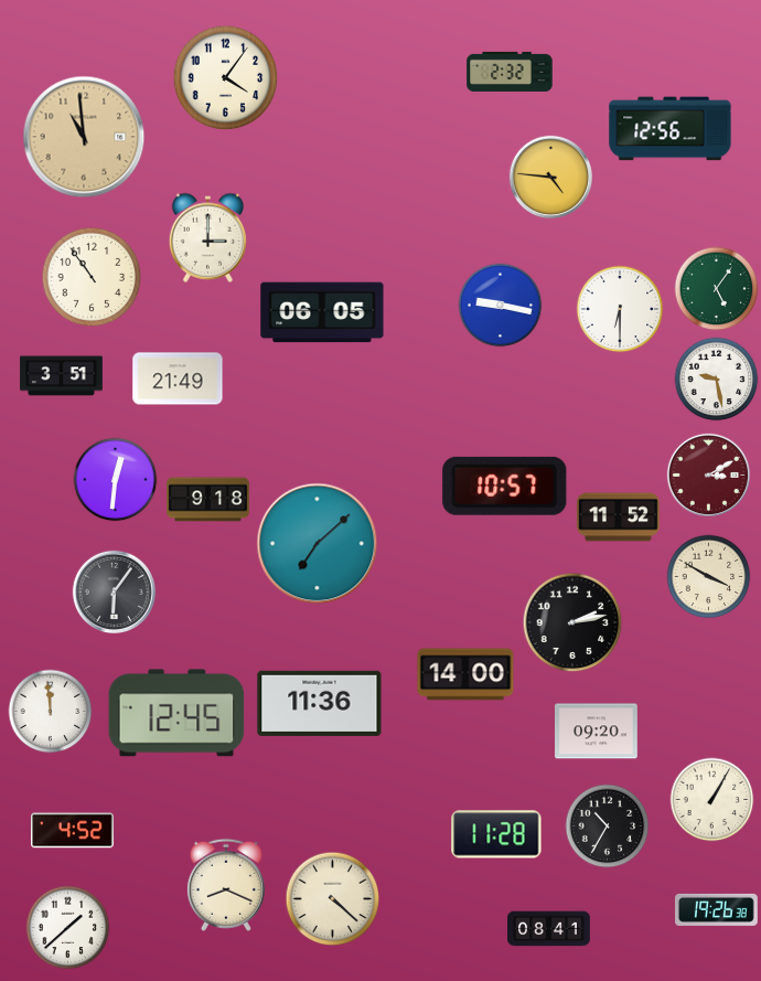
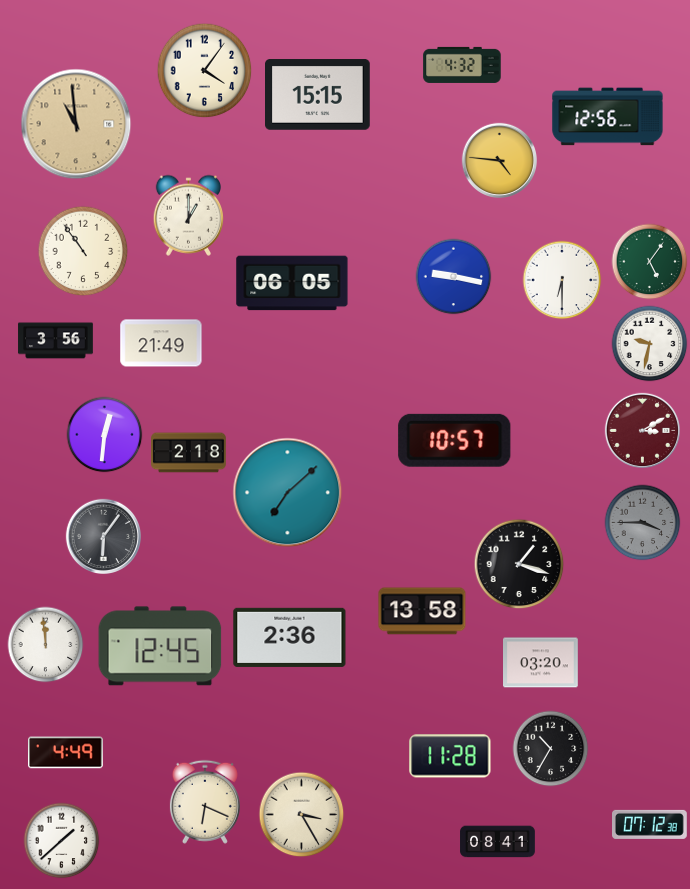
clock at (510, 72): 2:32 -> 4:32
clock at (318, 95): none -> 15:15
clock at (207, 237): 3:00 -> 1:00
clock at (62, 376): 3:51 -> 3:56
clock at (717, 380): 9:28 -> 9:32
clock at (505, 486) position: (505, 486) -> (455, 440)
clock at (208, 500): 9:18 -> 2:18
clock at (619, 518): 11:52 -> none
clock at (709, 577): 3:50 -> 3:45
clock at (709, 577) dial: cream -> grey
clock at (572, 622): 2:13 -> 1:18
clock at (465, 674): 14:00 -> 13:58
clock at (320, 703): 11:36 -> 2:36
clock at (597, 732): 09:20 -> 03:20
clock at (712, 800): 1:05 -> none
clock at (73, 831): 4:52 -> 4:49
clock at (226, 885): 8:19 -> 6:19
clock at (333, 899): 4:22 -> 3:25
clock at (717, 909): 19:26 -> 07:12
